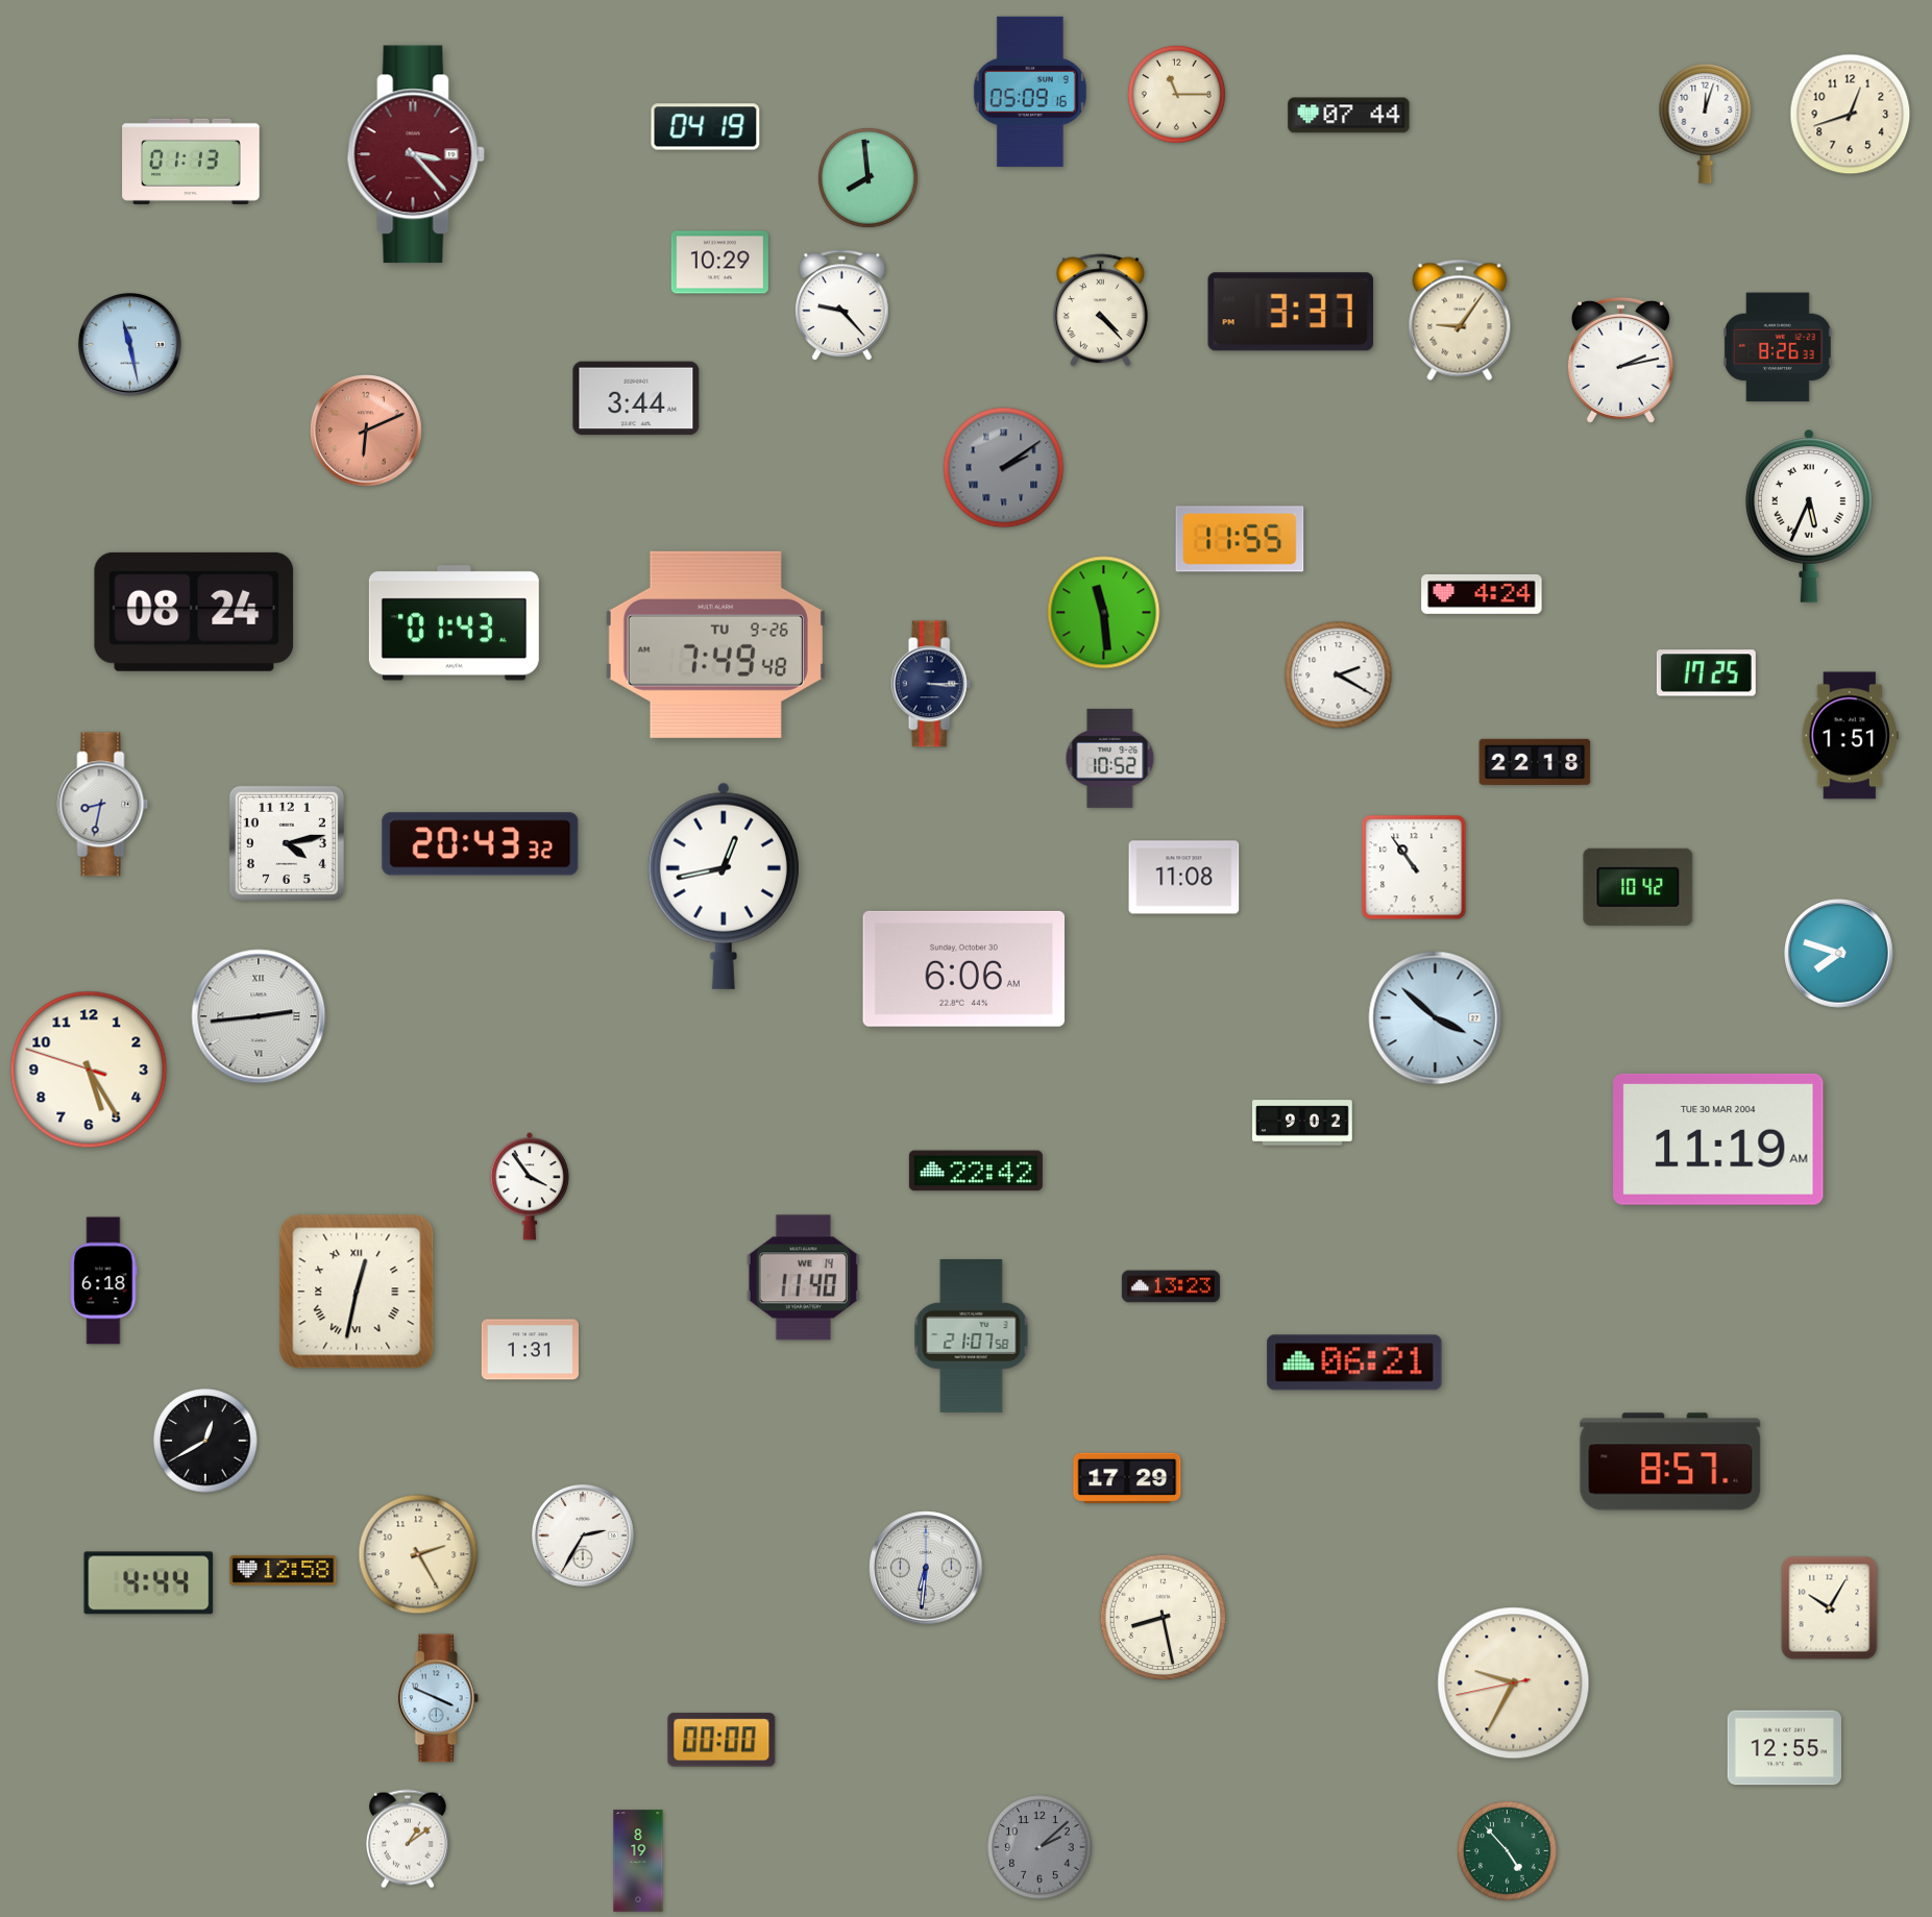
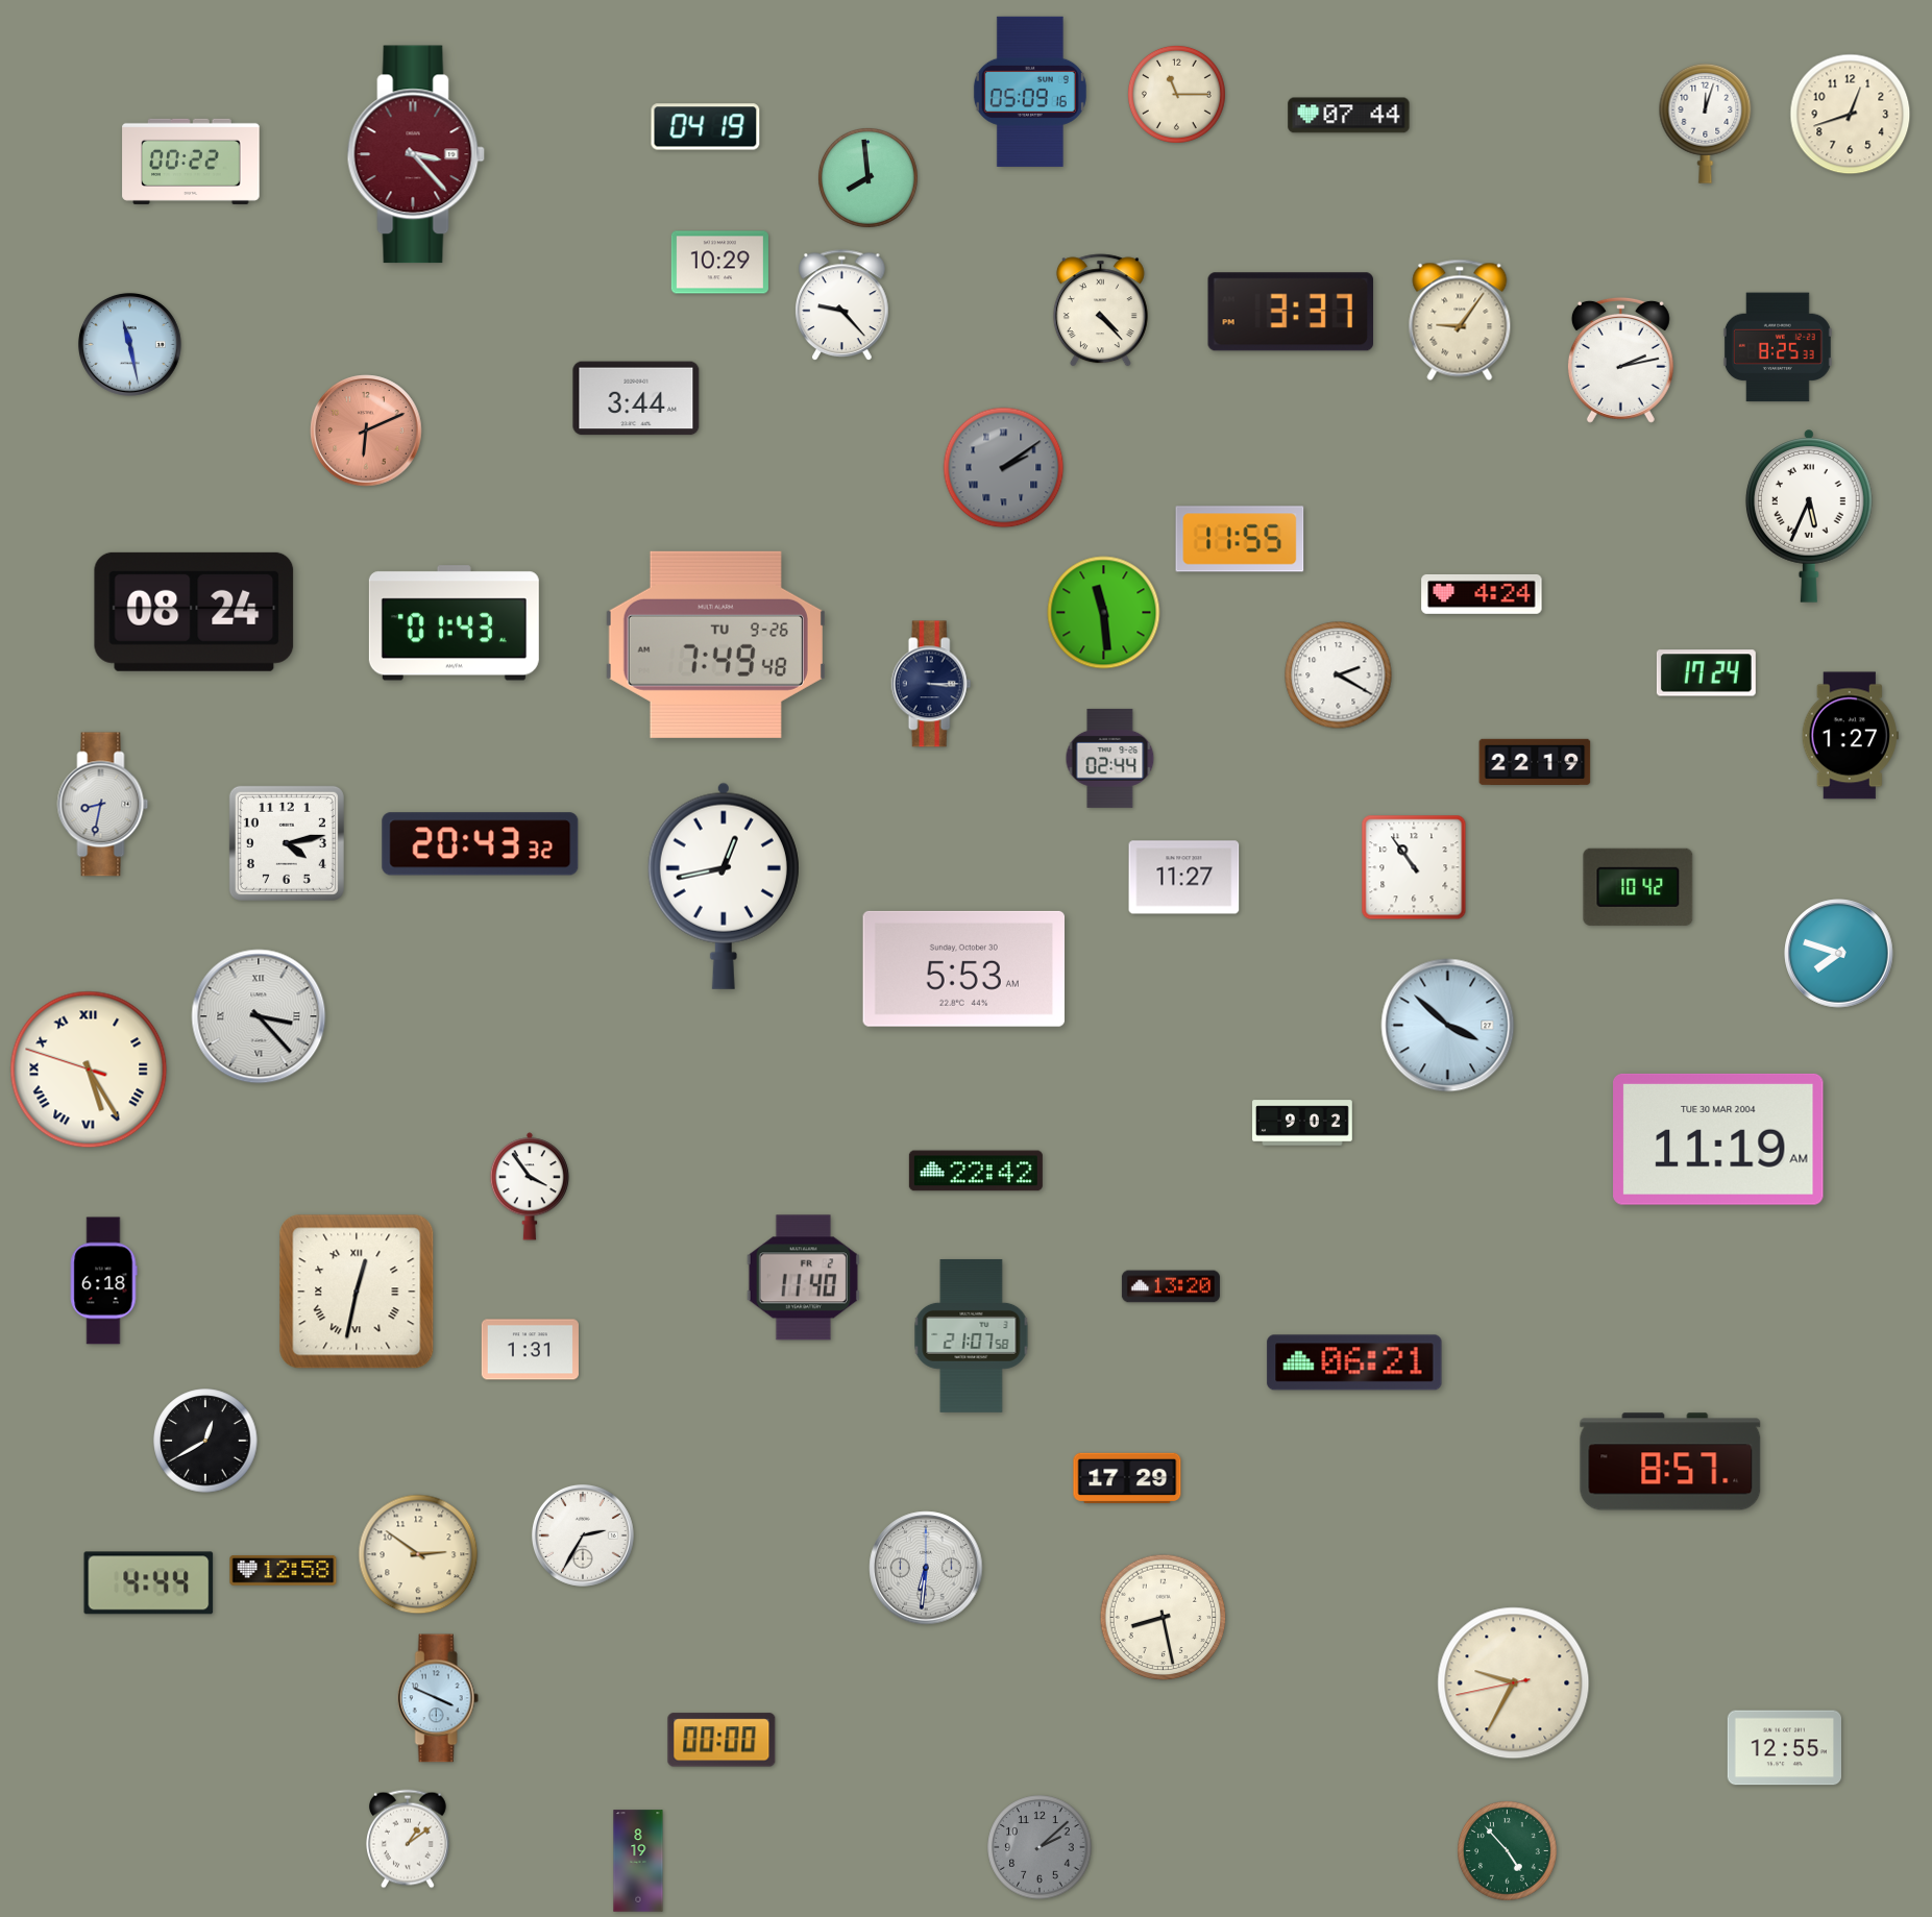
clock at (191, 162): 01:13 -> 00:22
clock at (1778, 347): 8:26 -> 8:25
clock at (1706, 673): 17:25 -> 17:24
clock at (1850, 736): 1:51 -> 1:27
clock at (1110, 758): 10:52 -> 02:44
clock at (1535, 762): 22:18 -> 22:19
clock at (1184, 878): 11:08 -> 11:27
clock at (963, 968): 6:06 -> 5:53
clock at (259, 1016): 2:44 -> 3:23
clock at (1436, 1018) position: (1436, 1018) -> (1448, 1026)
clock at (89, 1070) numerals: Arabic -> Roman
clock at (803, 1278) date: WE 14 -> FR 2
clock at (1171, 1286): 13:23 -> 13:20
clock at (418, 1554): 2:25 -> 2:51
clock at (1830, 1608): 10:05 -> none
